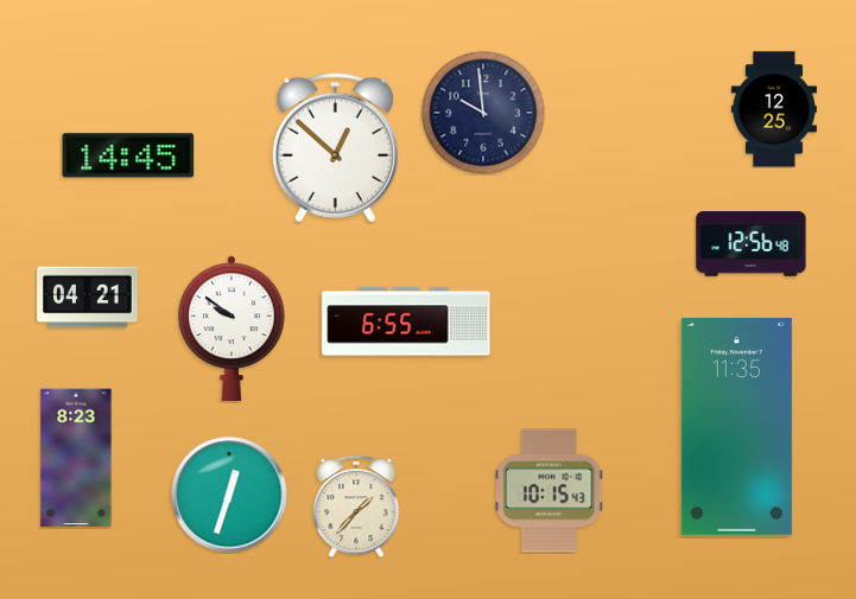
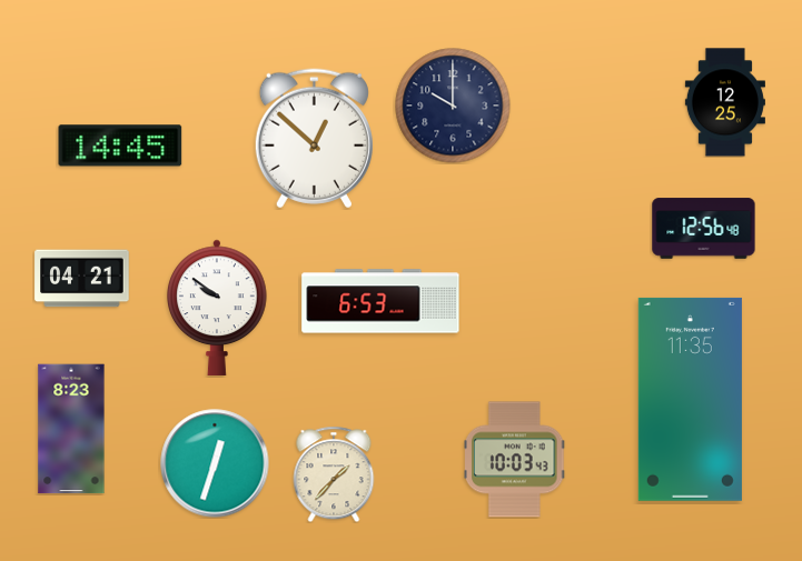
clock at (483, 113): 9:59 -> 10:00
clock at (406, 321): 6:55 -> 6:53
clock at (550, 491): 10:15 -> 10:03
